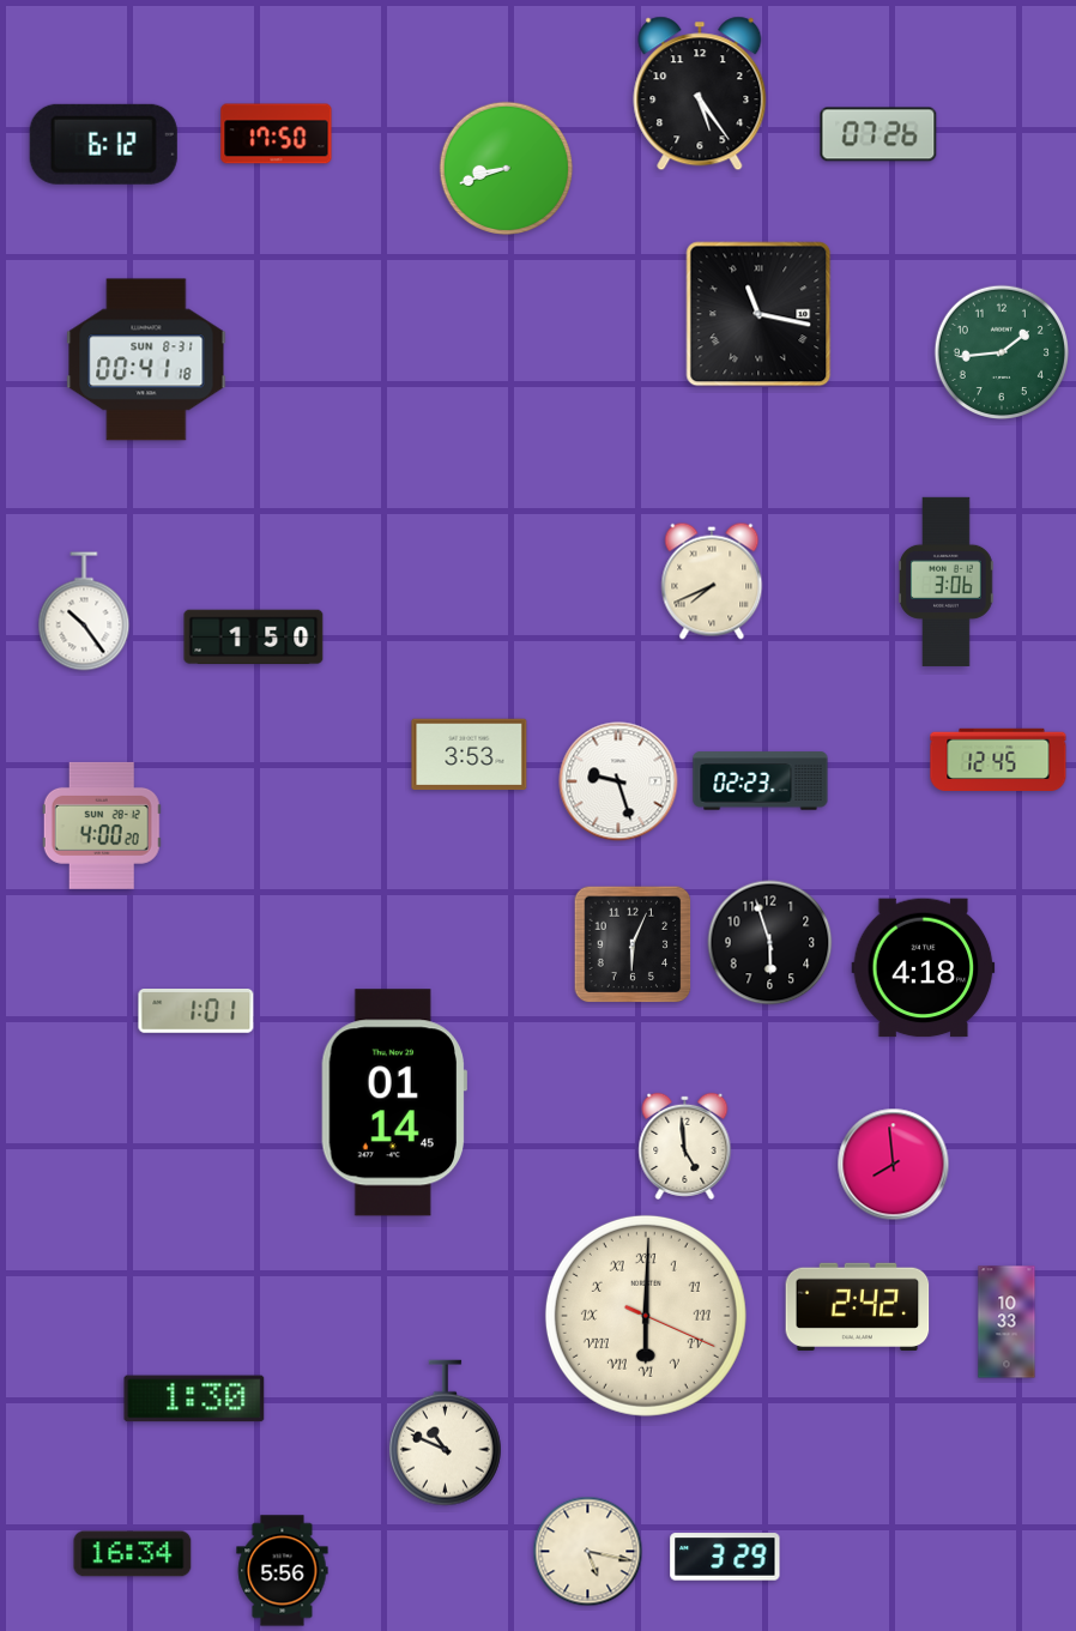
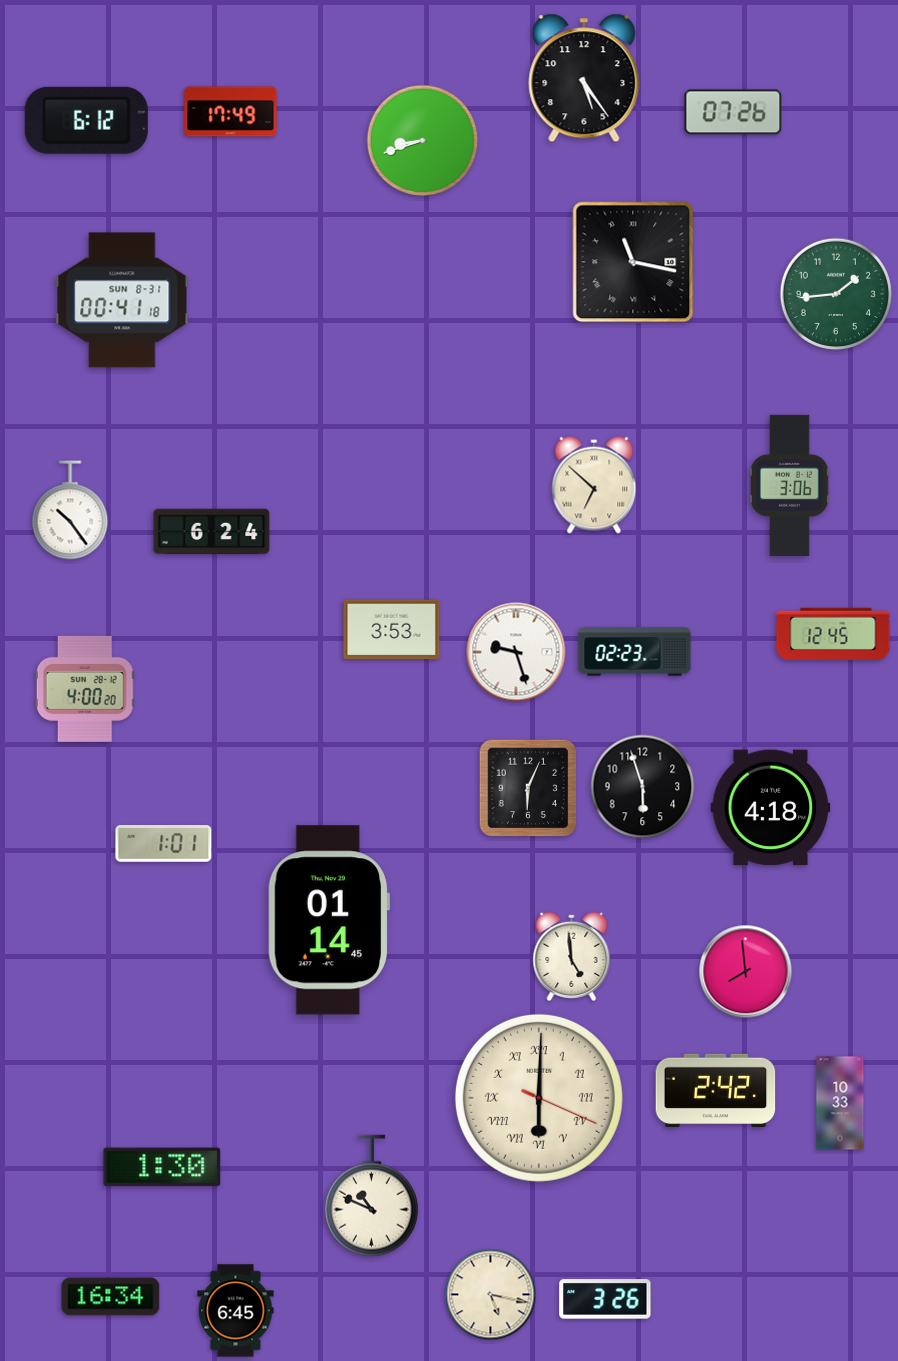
clock at (277, 134): 17:50 -> 17:49
clock at (712, 581): 7:41 -> 6:52
clock at (254, 638): 1:50 -> 6:24
clock at (725, 1557): 3:29 -> 3:26
clock at (283, 1571): 5:56 -> 6:45
